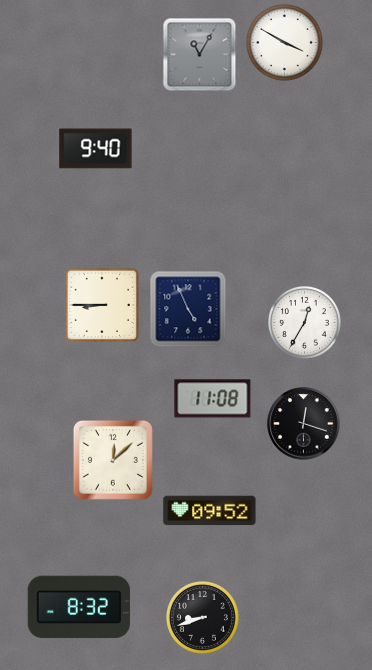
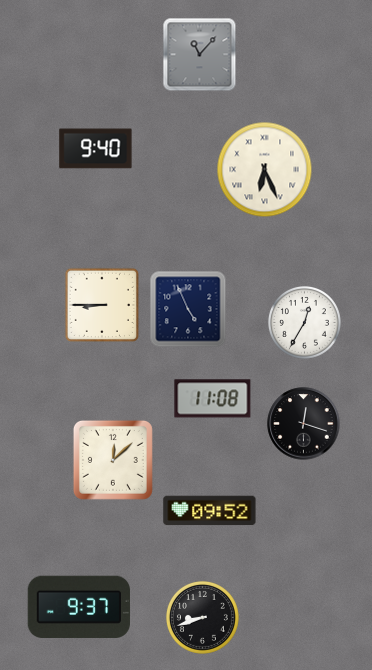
clock at (285, 43): 3:50 -> none
clock at (200, 55): 11:05 -> 11:07
clock at (265, 170): none -> 6:26
clock at (79, 607): 8:32 -> 9:37
